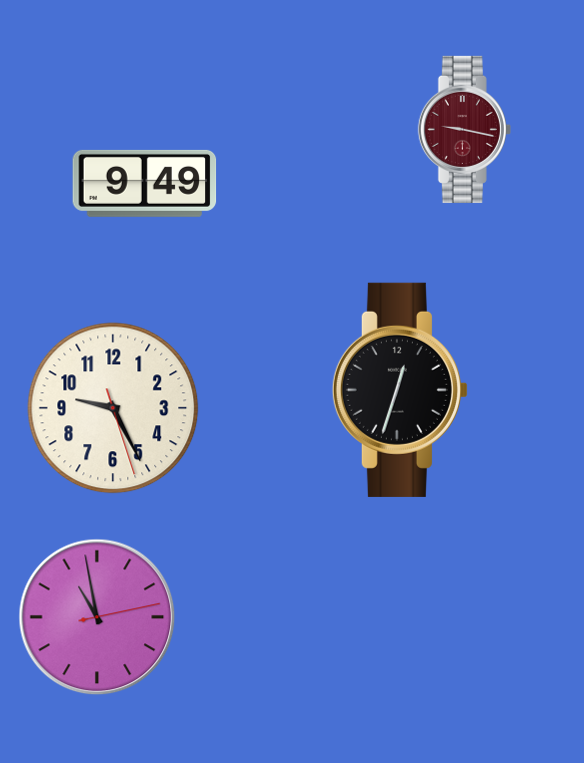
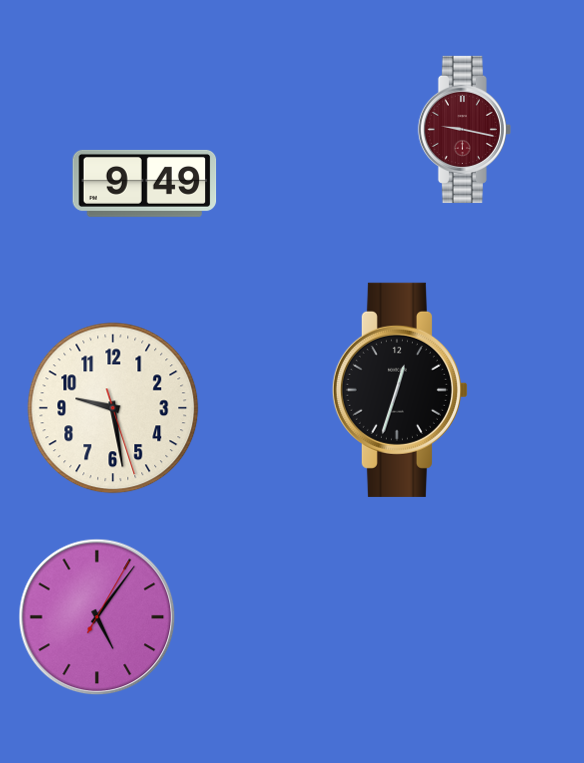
clock at (113, 408): 9:25 -> 9:28
clock at (97, 617): 10:58 -> 5:06
